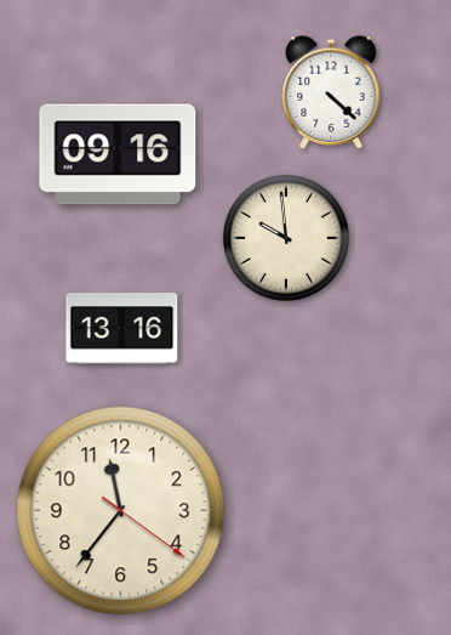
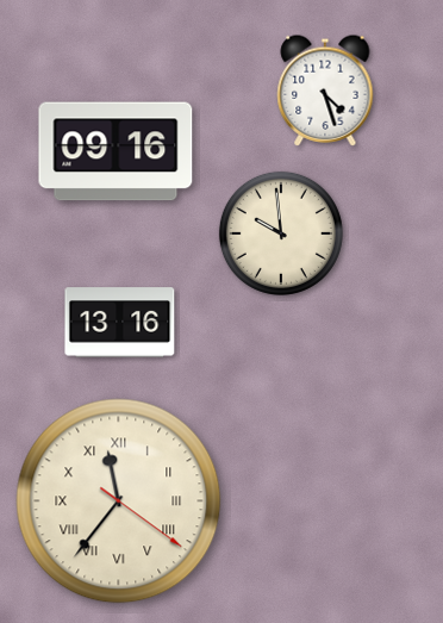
clock at (331, 92): 4:22 -> 4:27
clock at (121, 511) numerals: Arabic -> Roman
